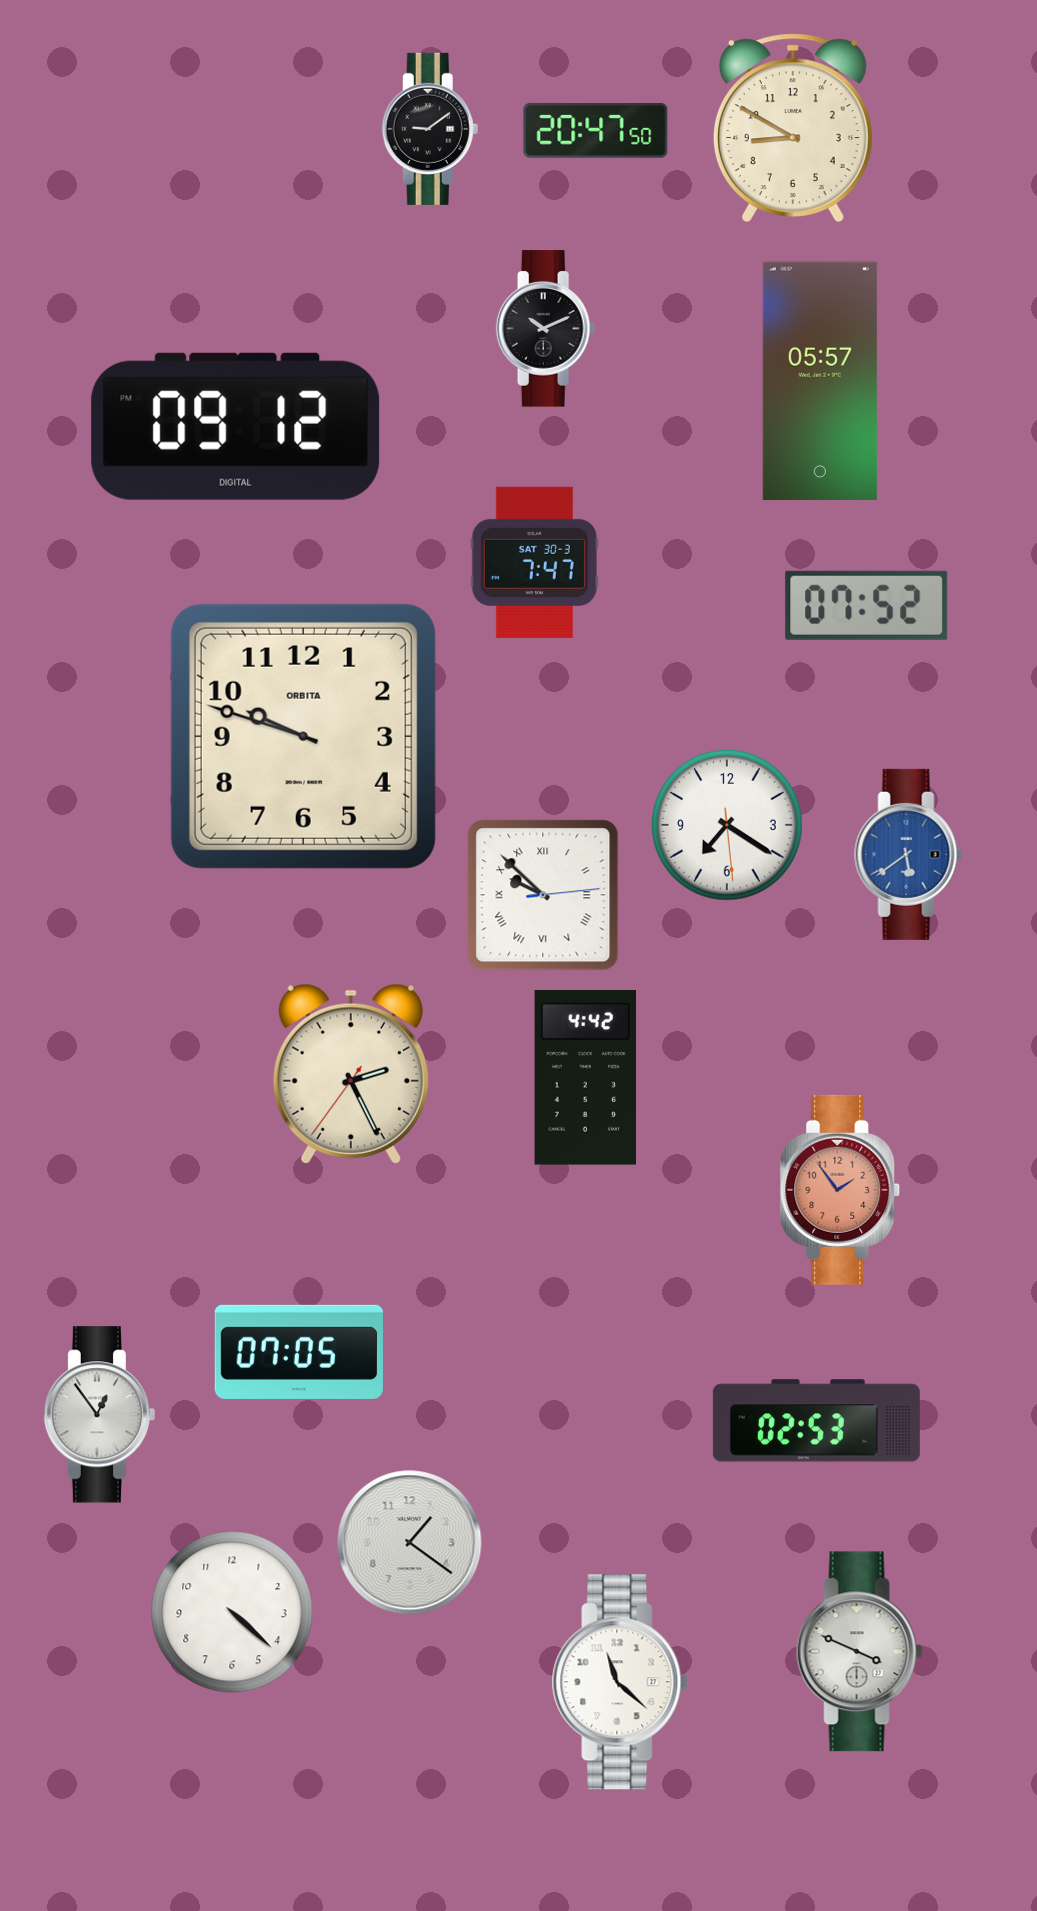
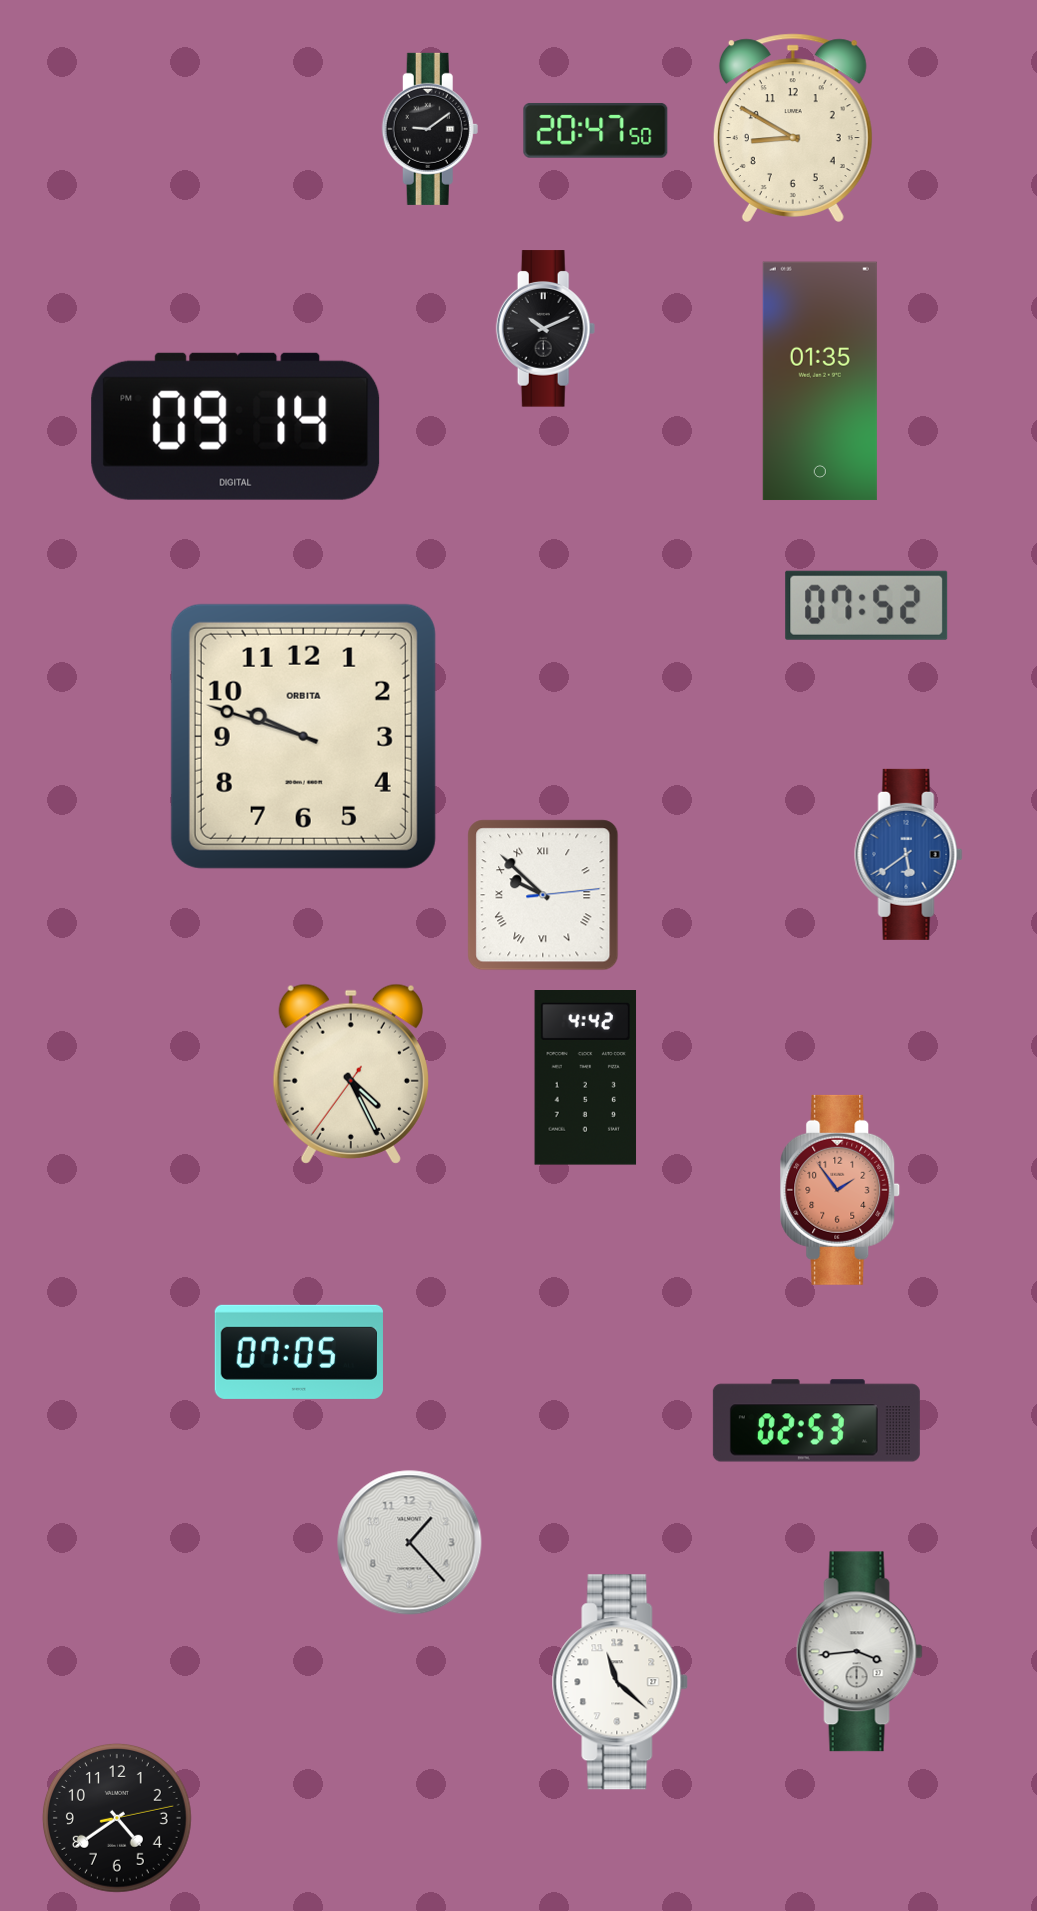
clock at (820, 381): 05:57 -> 01:35
clock at (236, 426): 09:12 -> 09:14
clock at (534, 562): 7:47 -> none
clock at (727, 825): 7:20 -> none
clock at (351, 1074): 2:25 -> 4:25
clock at (100, 1415): 12:54 -> none
clock at (410, 1543): 1:21 -> 1:23
clock at (232, 1612): 4:22 -> none
clock at (859, 1652): 3:49 -> 3:44
clock at (117, 1818): none -> 4:39
